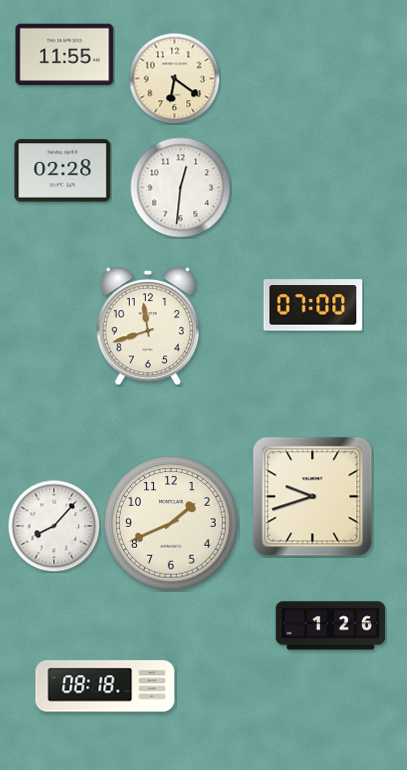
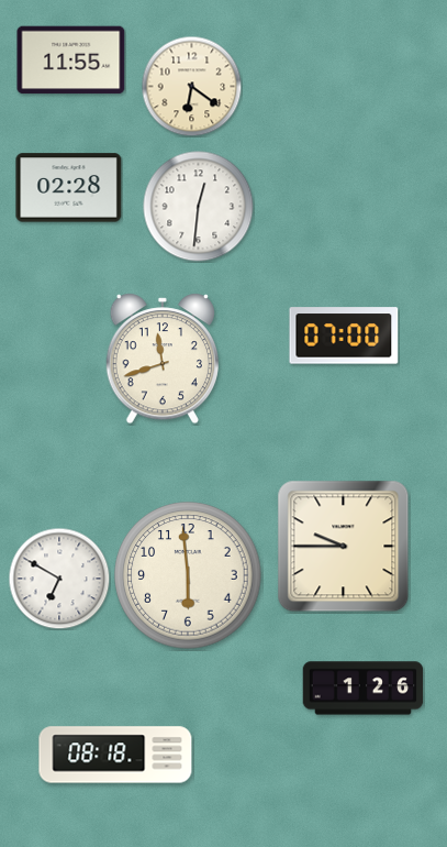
clock at (313, 497): 9:42 -> 9:45
clock at (171, 523): 1:41 -> 5:59
clock at (54, 526): 8:07 -> 6:50
